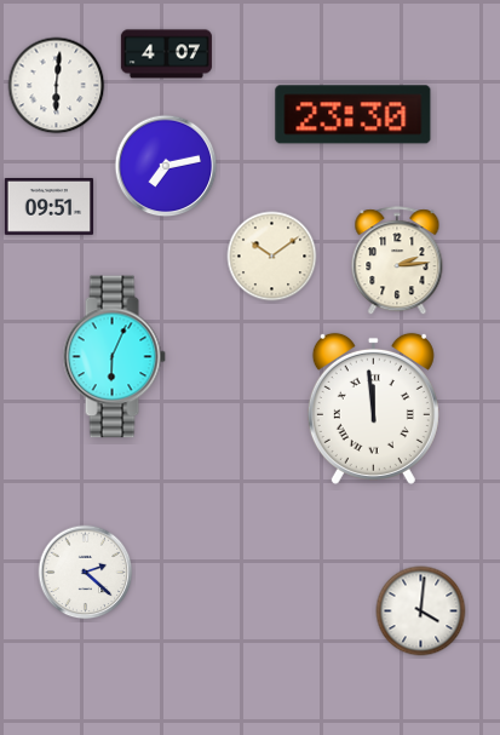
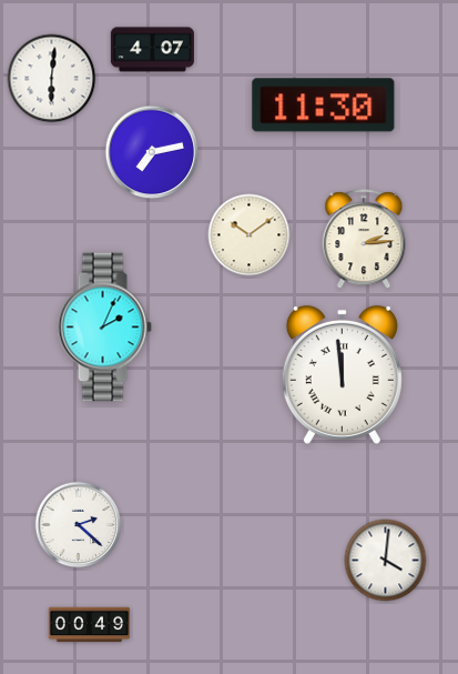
clock at (354, 115): 23:30 -> 11:30
clock at (50, 207): 09:51 -> none
clock at (114, 357): 6:04 -> 2:04
clock at (90, 625): none -> 00:49
